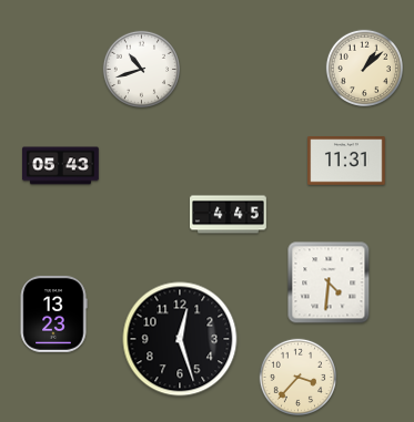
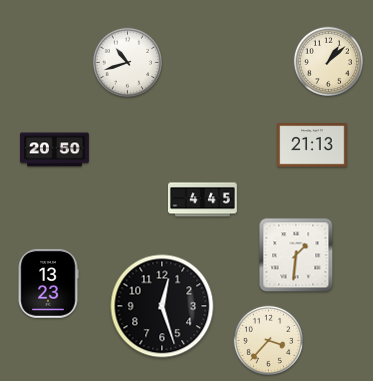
clock at (346, 161): 11:31 -> 21:13
clock at (61, 166): 05:43 -> 20:50
clock at (229, 215) position: (229, 215) -> (203, 200)
clock at (329, 282): 4:31 -> 1:31
